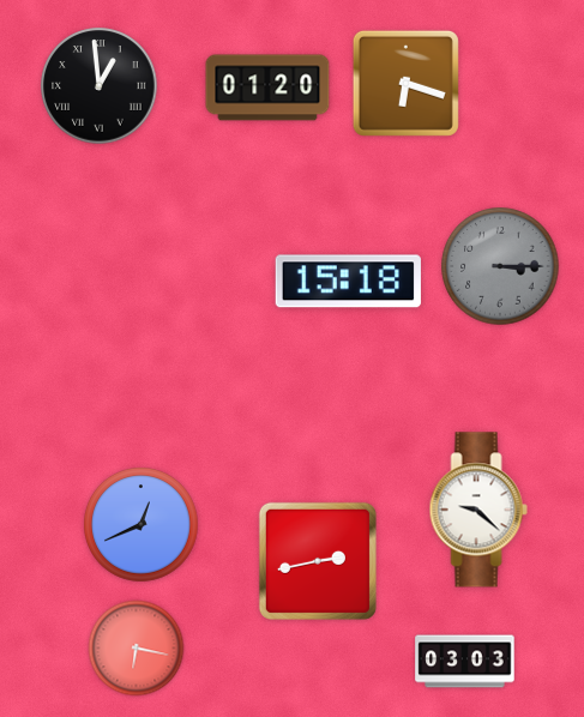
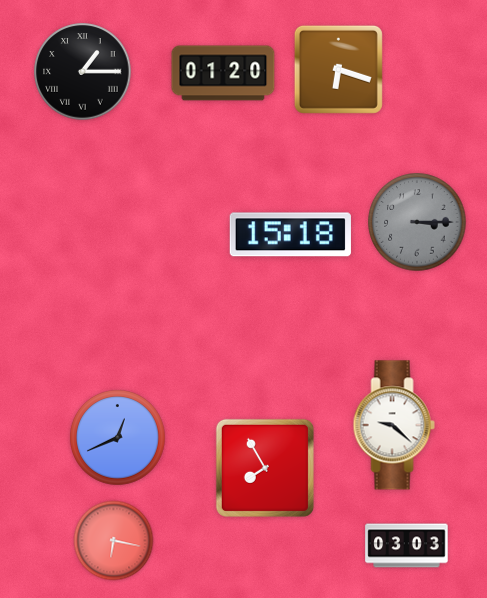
clock at (100, 86): 12:59 -> 1:15
clock at (478, 510) position: (478, 510) -> (394, 425)
clock at (318, 561): 2:43 -> 7:55
clock at (465, 662) position: (465, 662) -> (407, 546)
